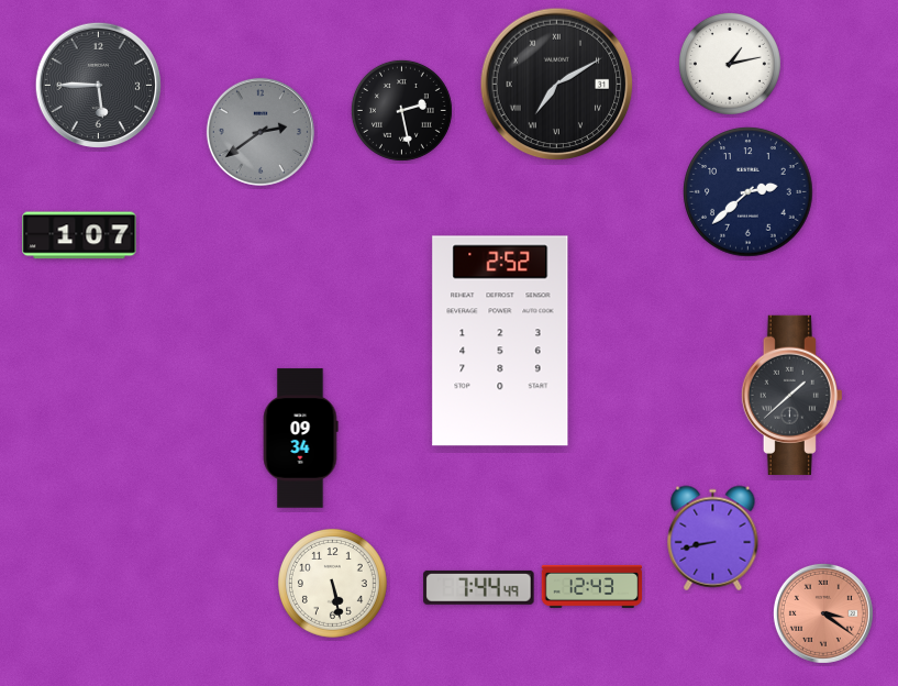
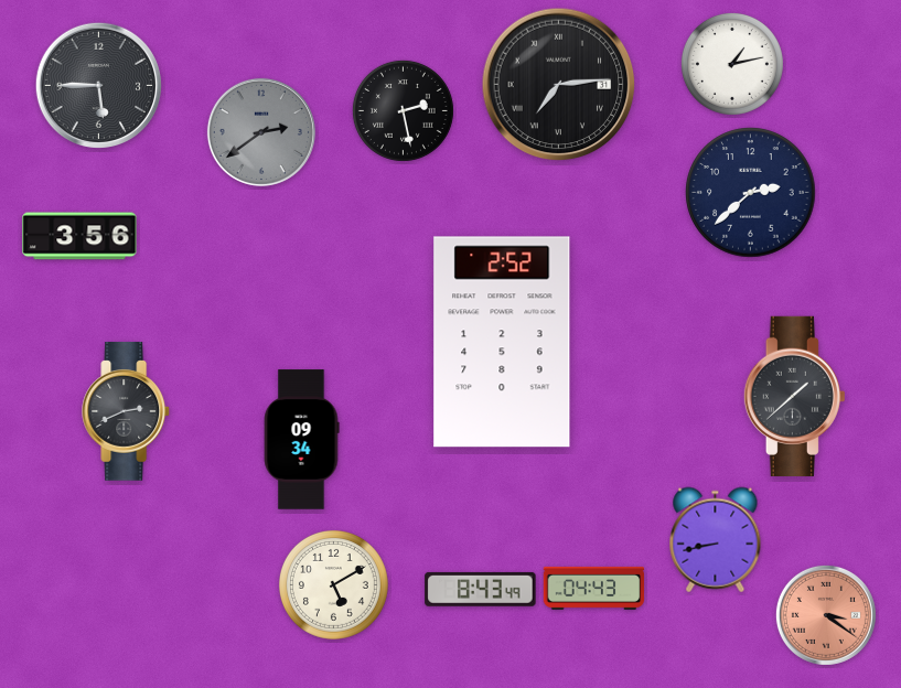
clock at (557, 85): 7:10 -> 7:14
clock at (79, 235): 1:07 -> 3:56
clock at (127, 411): none -> 2:41
clock at (332, 583): 5:28 -> 5:10
clock at (592, 586): 12:43 -> 04:43
clock at (479, 587): 7:44 -> 8:43
